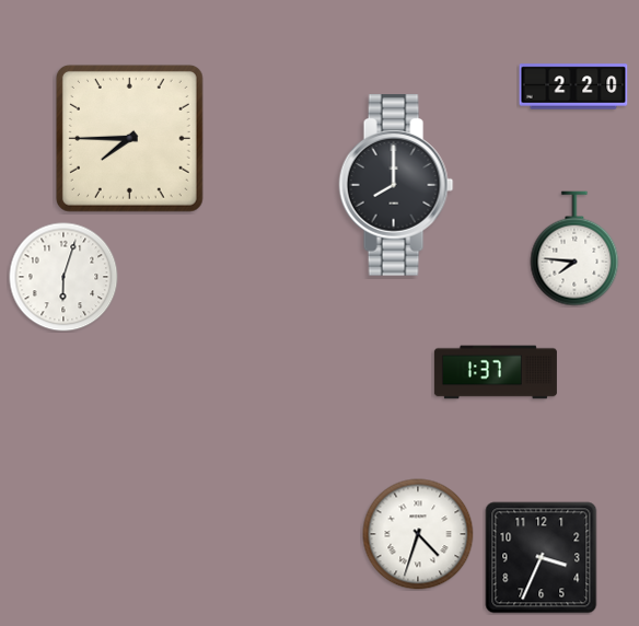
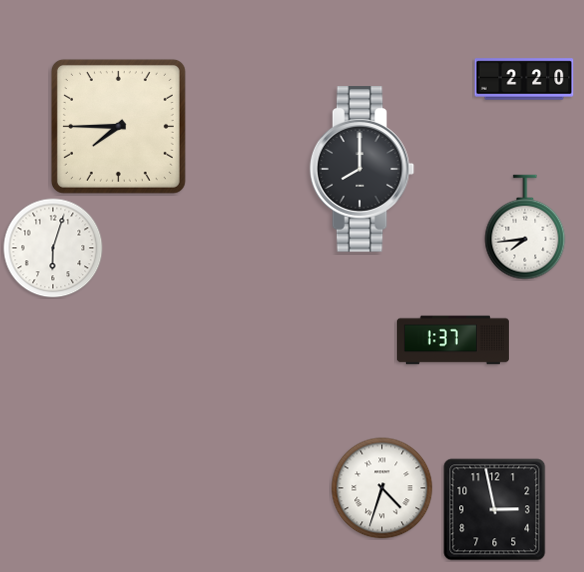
clock at (574, 248): 7:46 -> 7:44
clock at (63, 277) position: (63, 277) -> (53, 248)
clock at (542, 558): 3:34 -> 2:58
